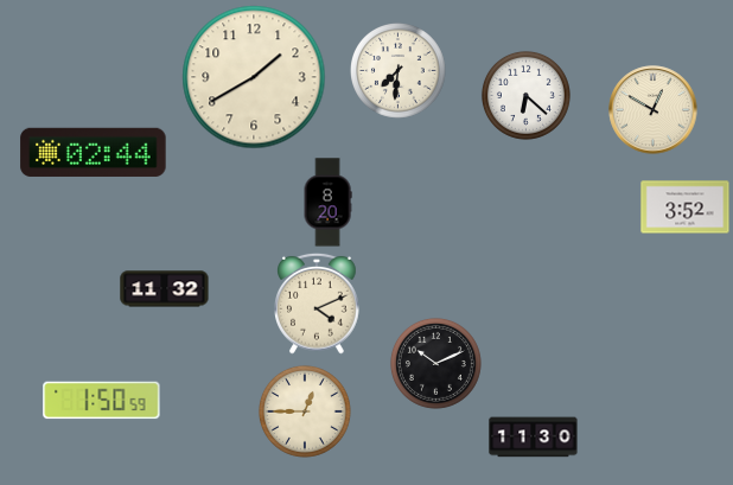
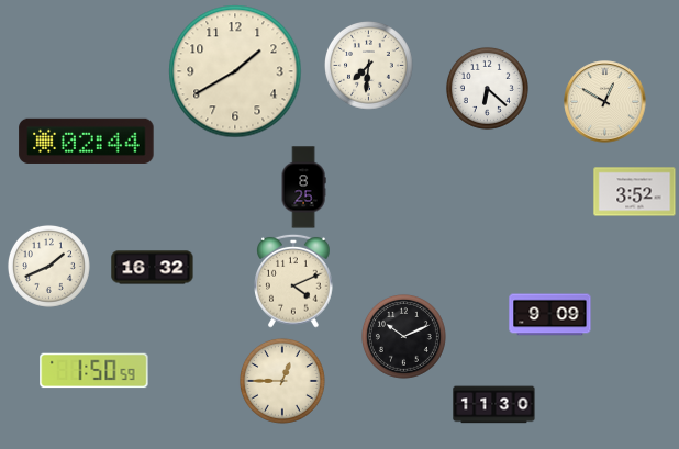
clock at (327, 203): 8:20 -> 8:25
clock at (48, 266): none -> 1:41
clock at (165, 289): 11:32 -> 16:32
clock at (550, 315): none -> 9:09
